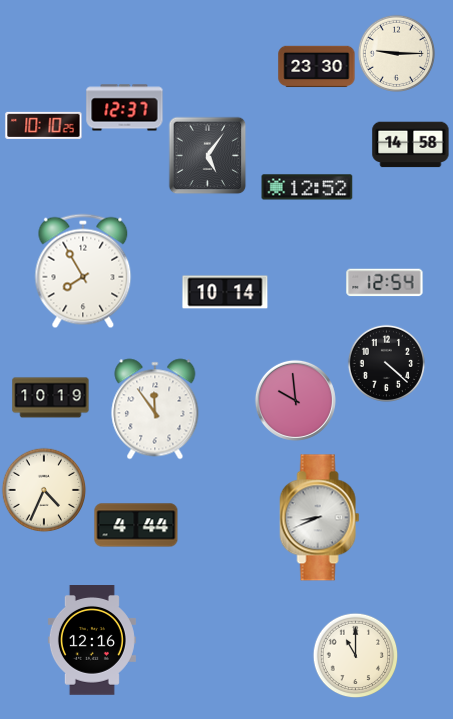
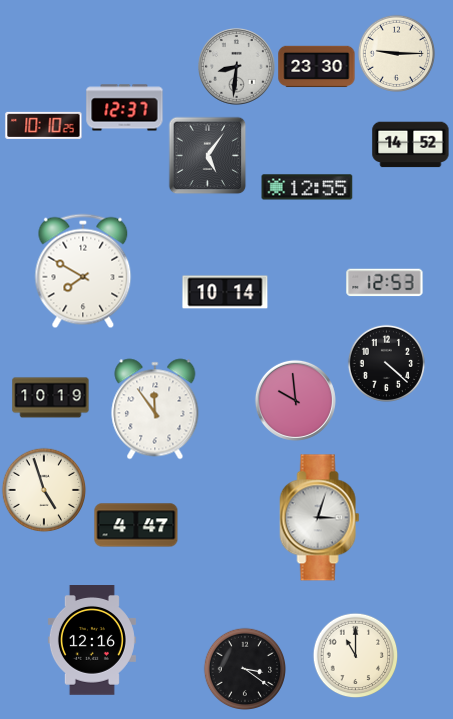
clock at (237, 67): none -> 8:31
clock at (411, 145): 14:58 -> 14:52
clock at (307, 187): 12:52 -> 12:55
clock at (83, 271): 7:55 -> 7:50
clock at (385, 283): 12:54 -> 12:53
clock at (44, 490): 4:34 -> 4:57
clock at (320, 518): 8:41 -> 3:03
clock at (136, 525): 4:44 -> 4:47
clock at (244, 668): none -> 3:21
